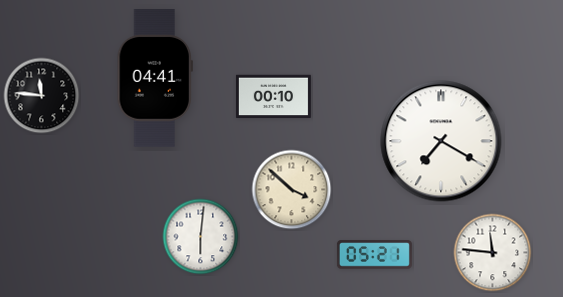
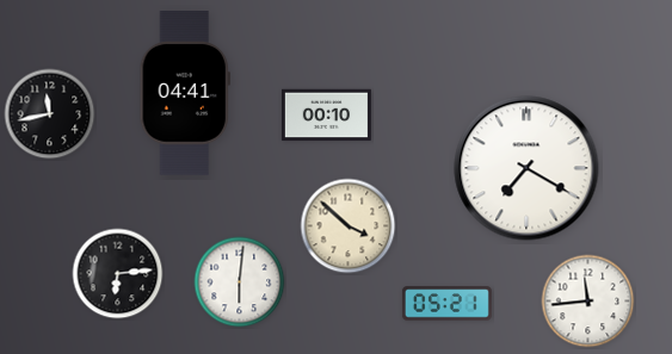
clock at (42, 96): 11:46 -> 11:43
clock at (118, 274): none -> 6:14
clock at (493, 253): 11:46 -> 11:44
